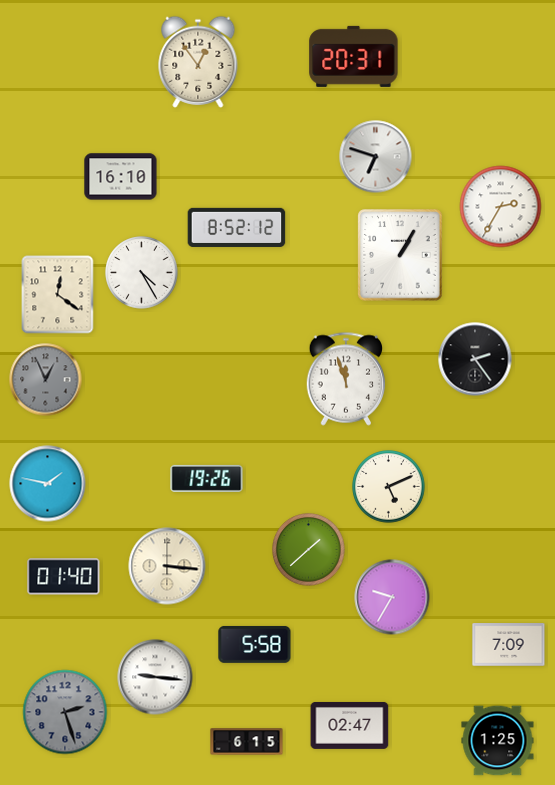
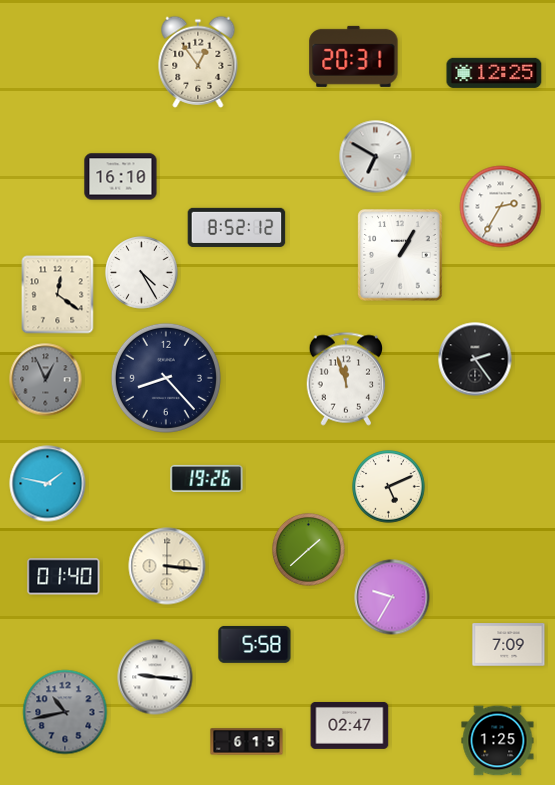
clock at (494, 73): none -> 12:25
clock at (376, 157): 6:48 -> 6:50
clock at (166, 378): none -> 8:23
clock at (65, 712): 2:27 -> 10:43
